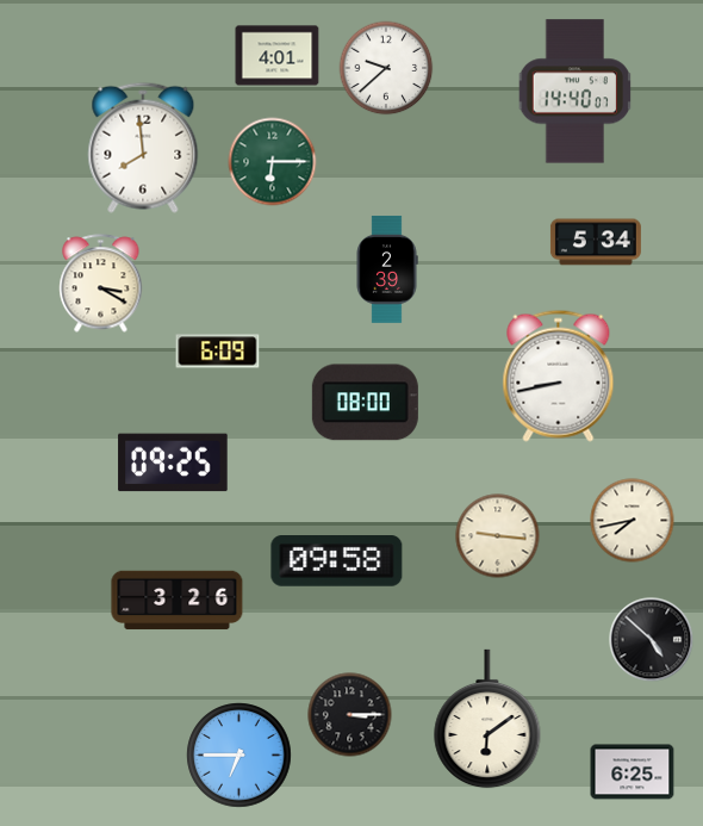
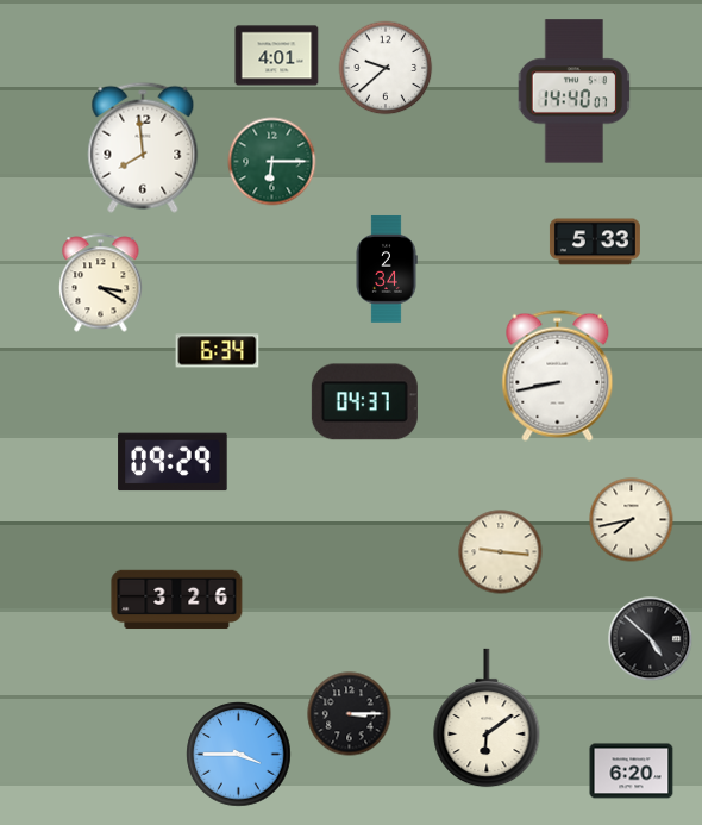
clock at (596, 242): 5:34 -> 5:33
clock at (387, 269): 2:39 -> 2:34
clock at (218, 352): 6:09 -> 6:34
clock at (365, 403): 08:00 -> 04:37
clock at (173, 462): 09:25 -> 09:29
clock at (498, 536) position: (498, 536) -> (501, 552)
clock at (337, 561): 09:58 -> none
clock at (239, 756): 6:45 -> 3:45
clock at (633, 772): 6:25 -> 6:20
